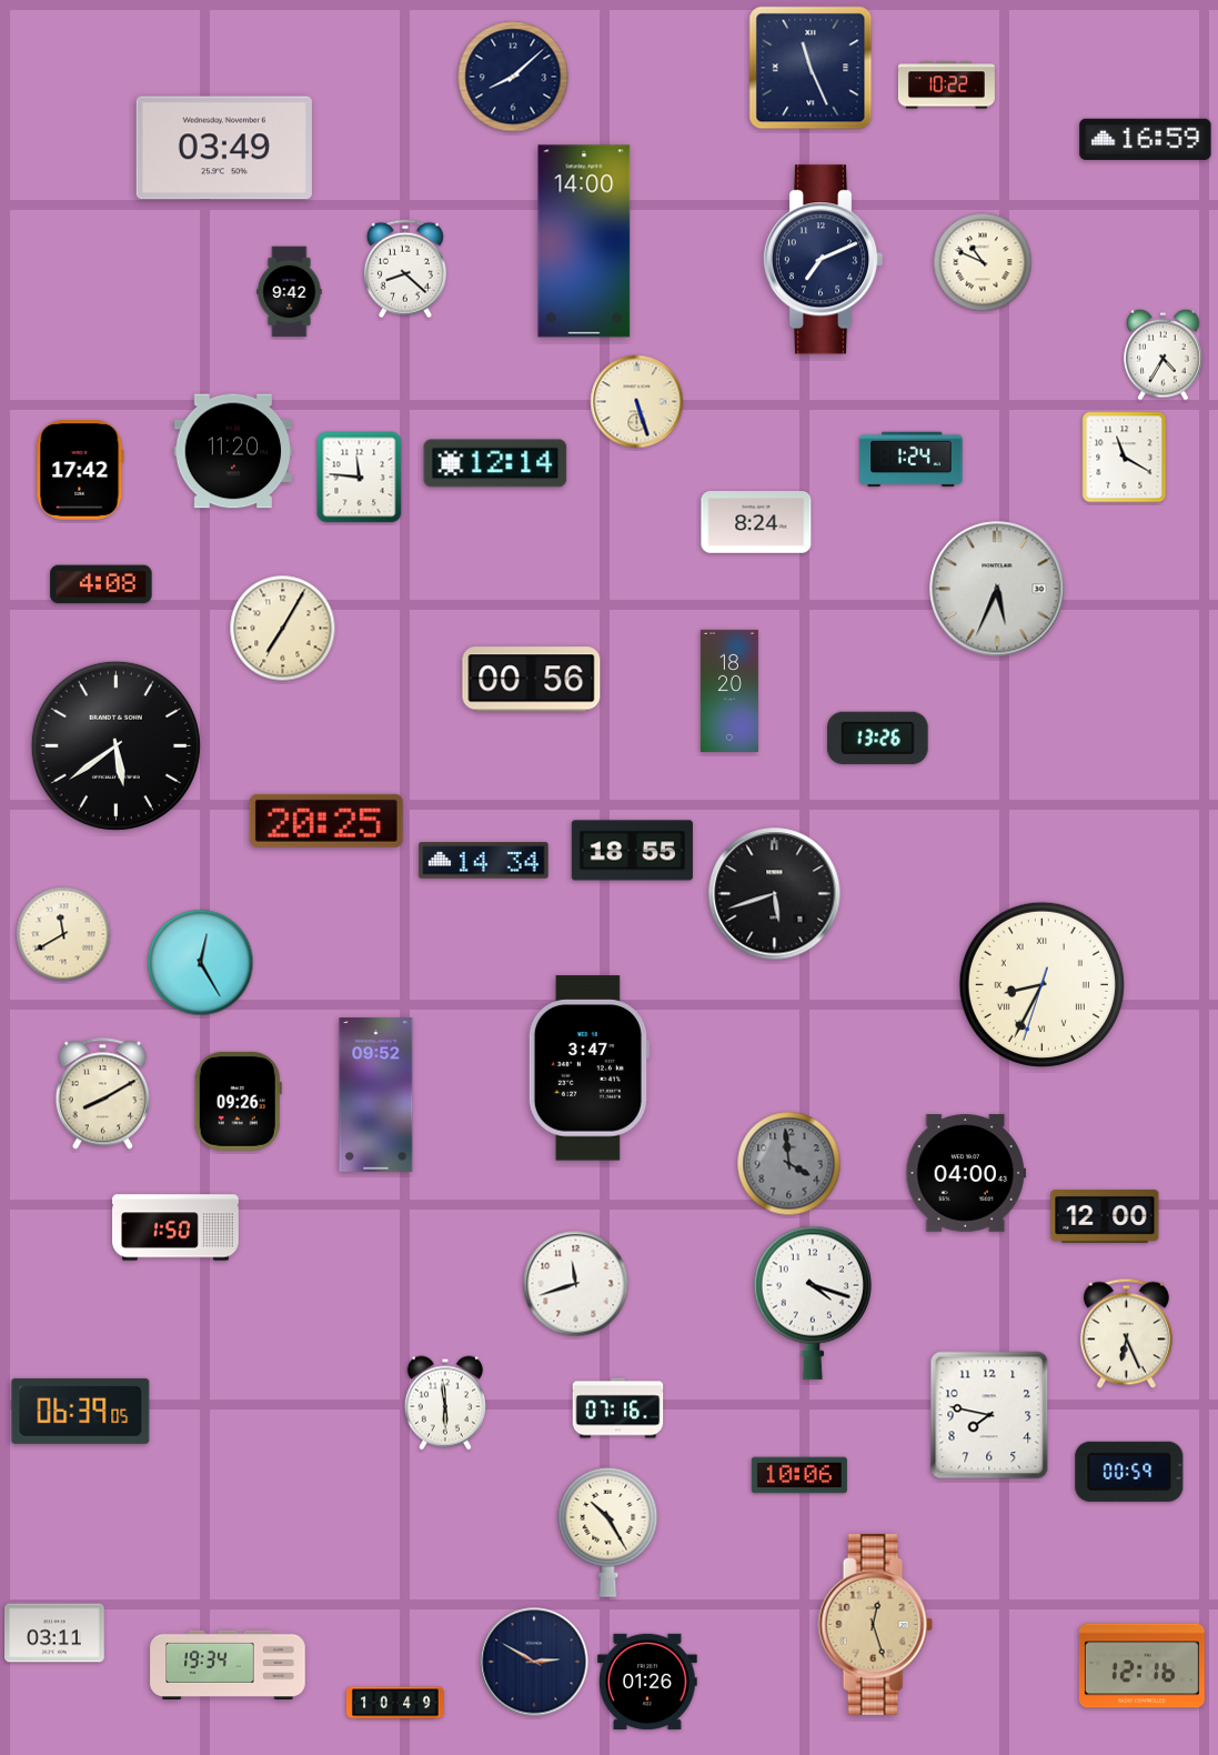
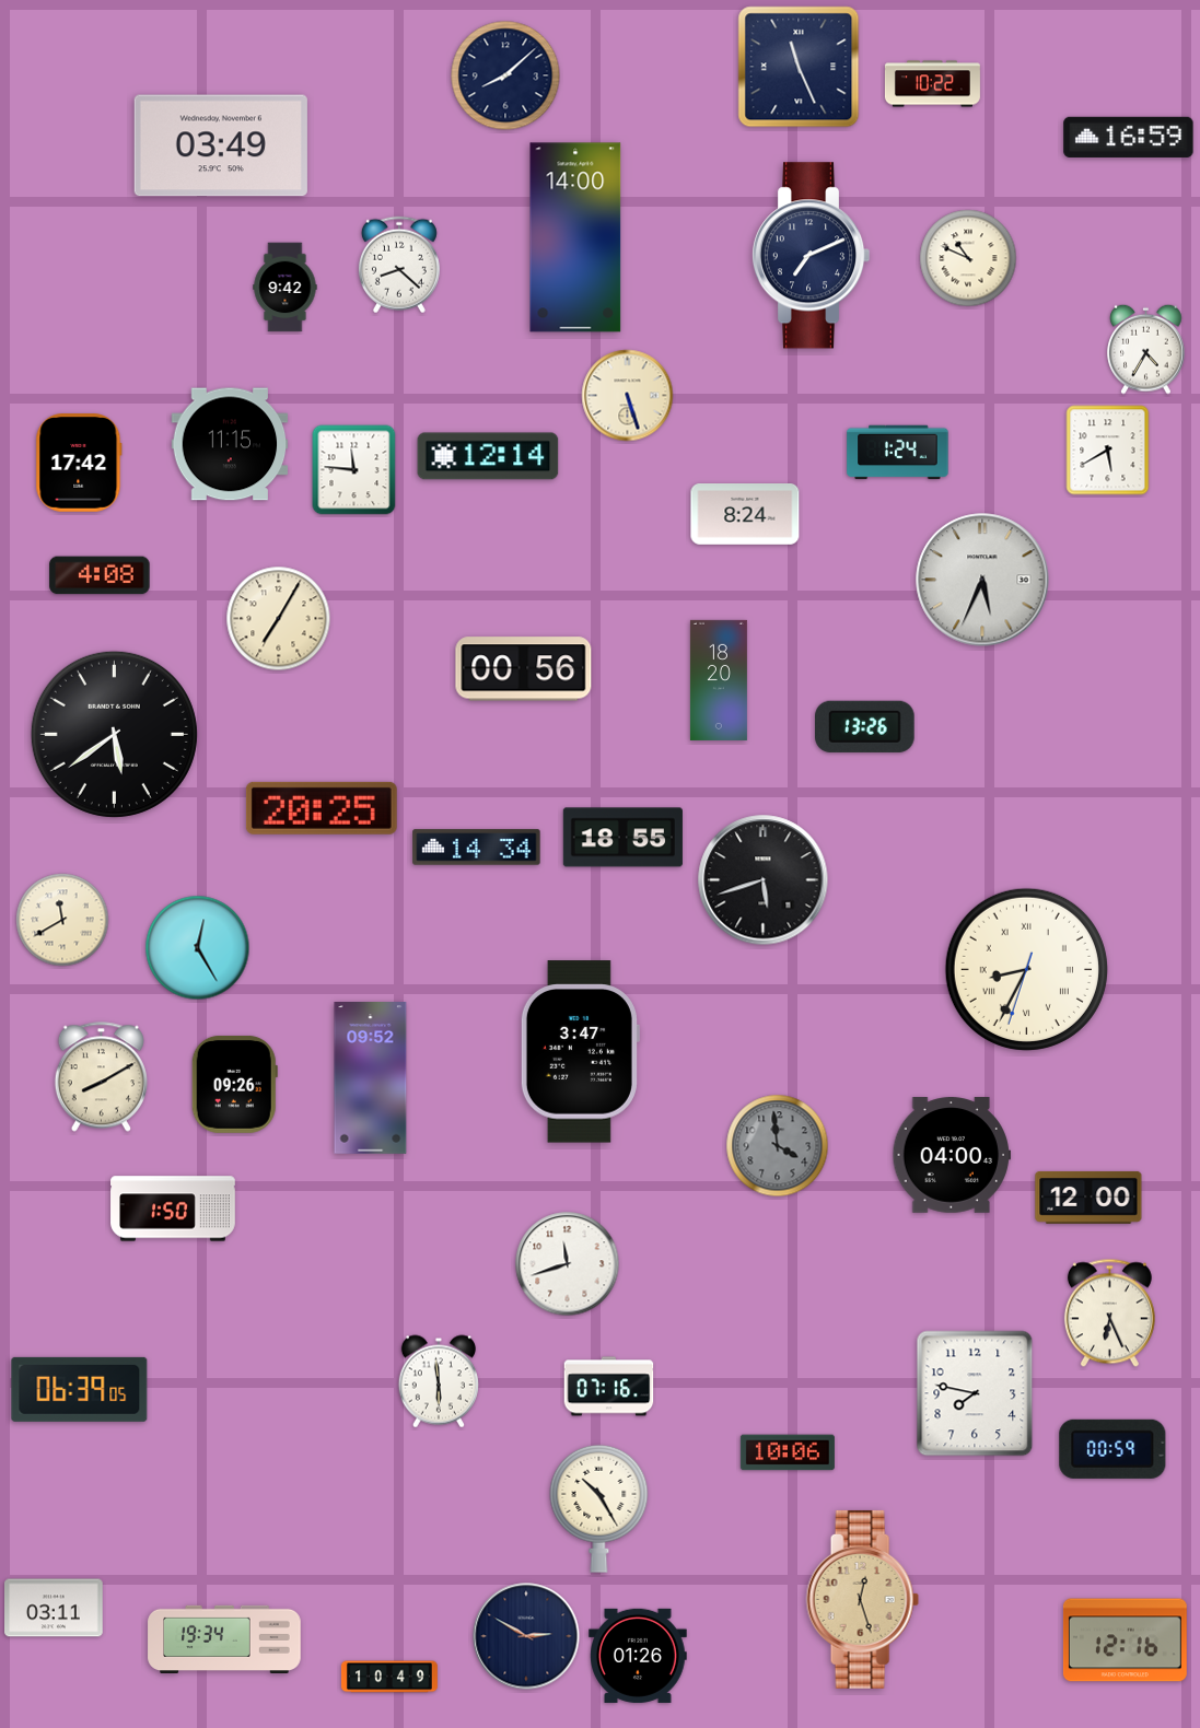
clock at (233, 451): 11:20 -> 11:15
clock at (1125, 458): 11:20 -> 5:40
clock at (812, 1303): 4:18 -> none
